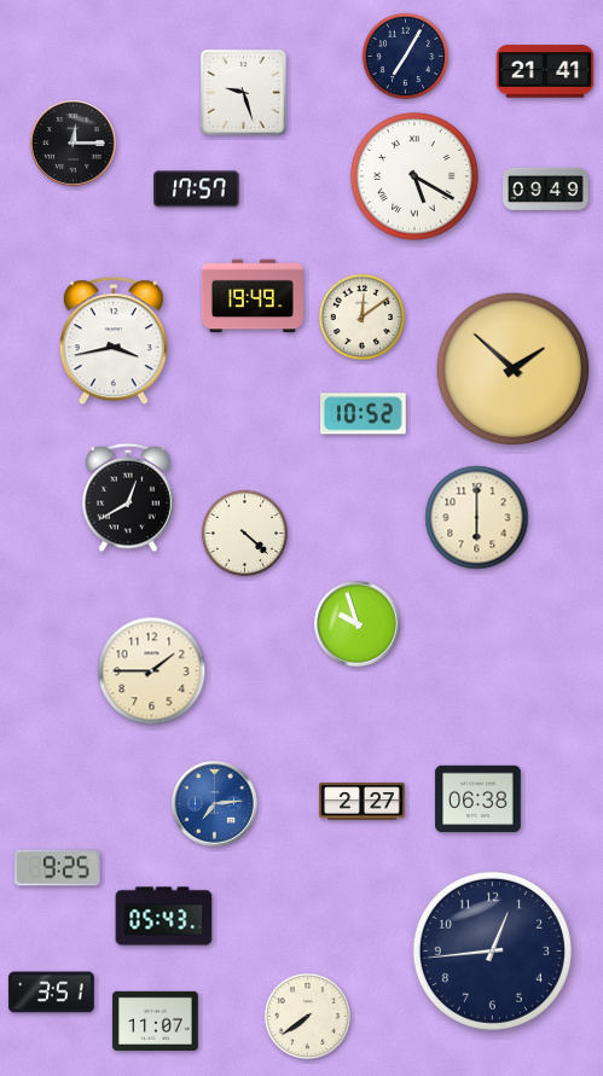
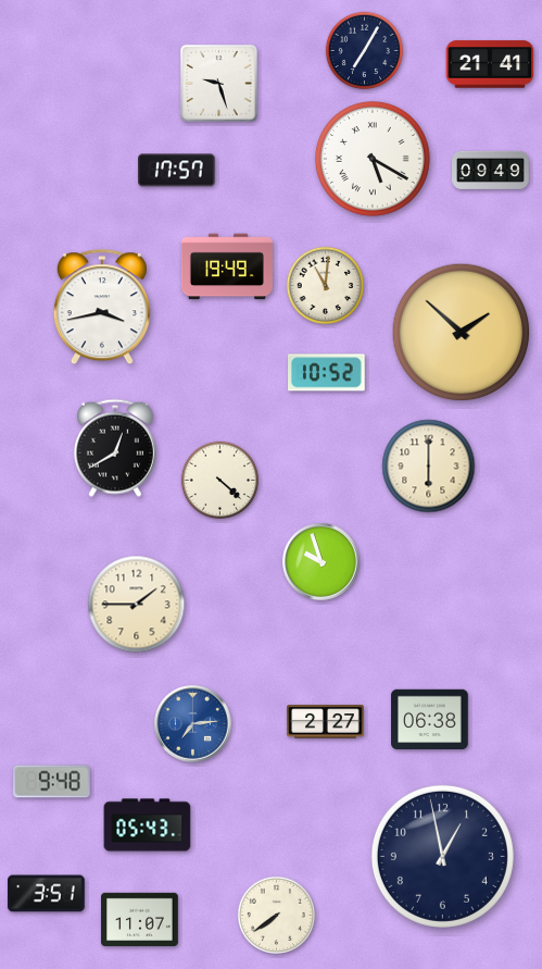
clock at (74, 144): 12:15 -> none
clock at (361, 316): 12:09 -> 11:01
clock at (58, 868): 9:25 -> 9:48
clock at (492, 950): 12:44 -> 12:58
